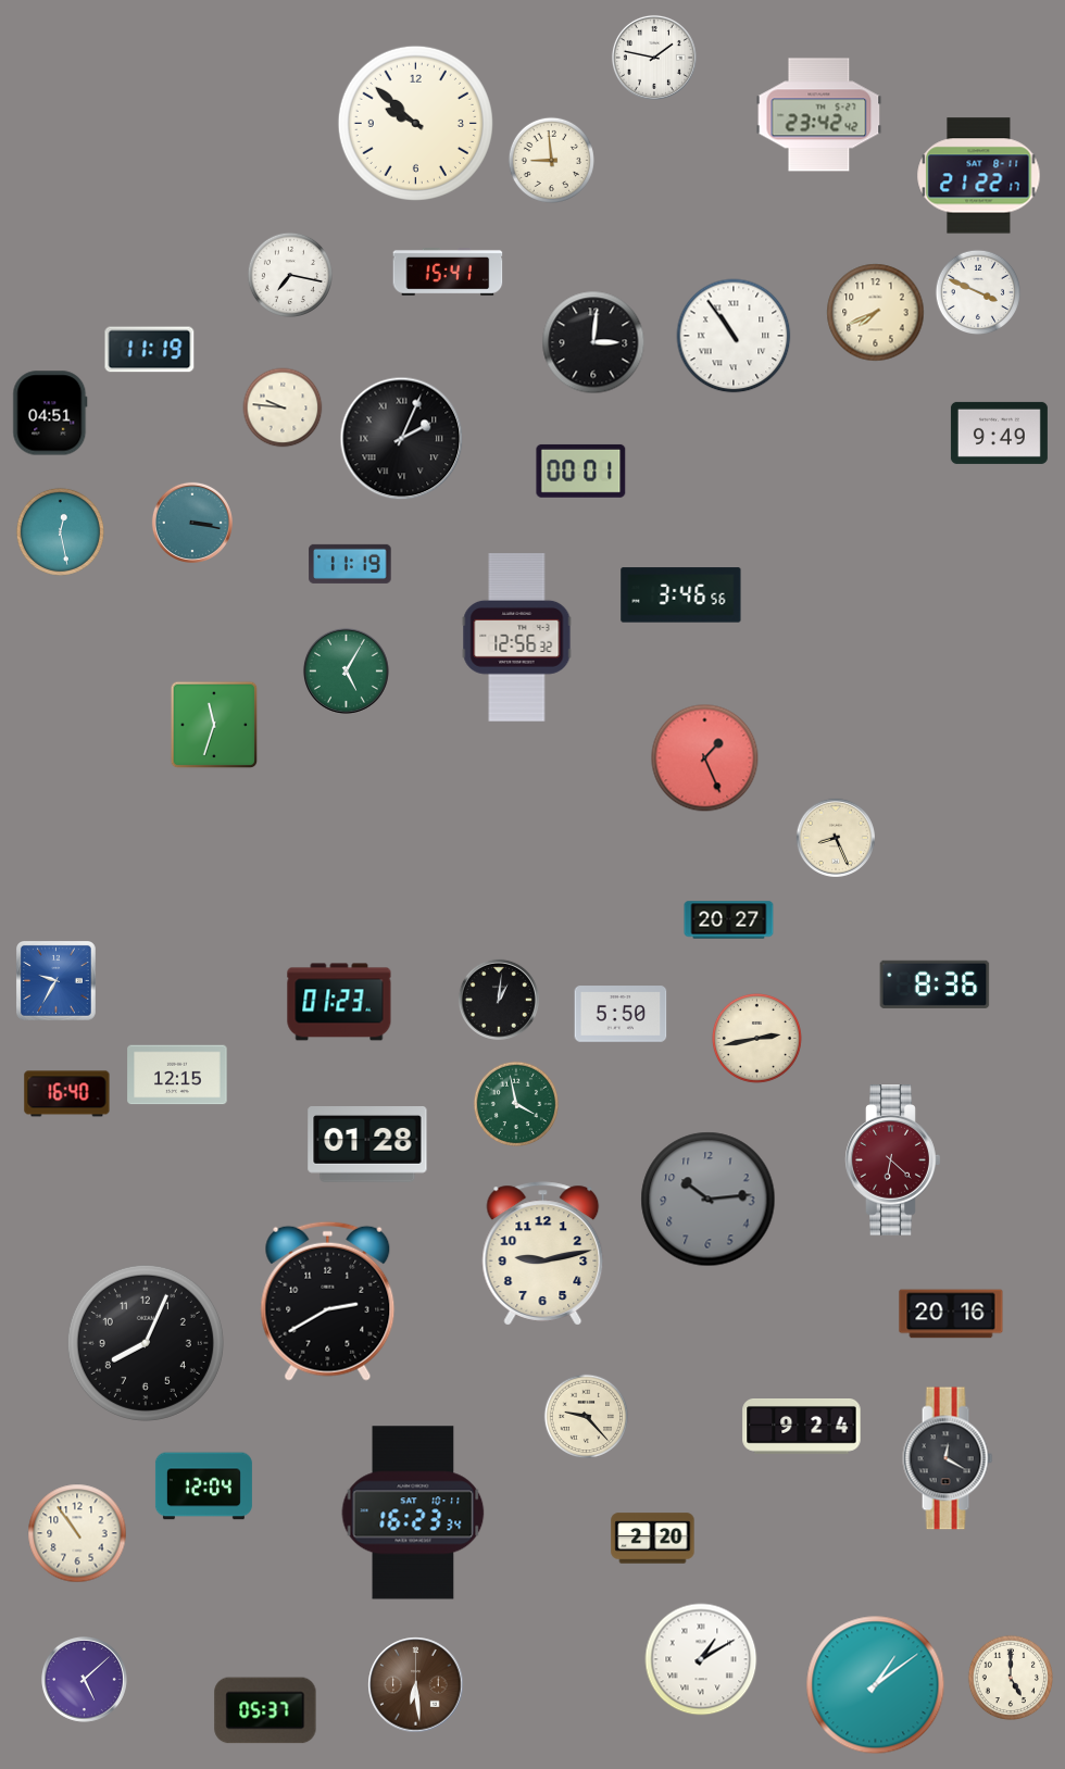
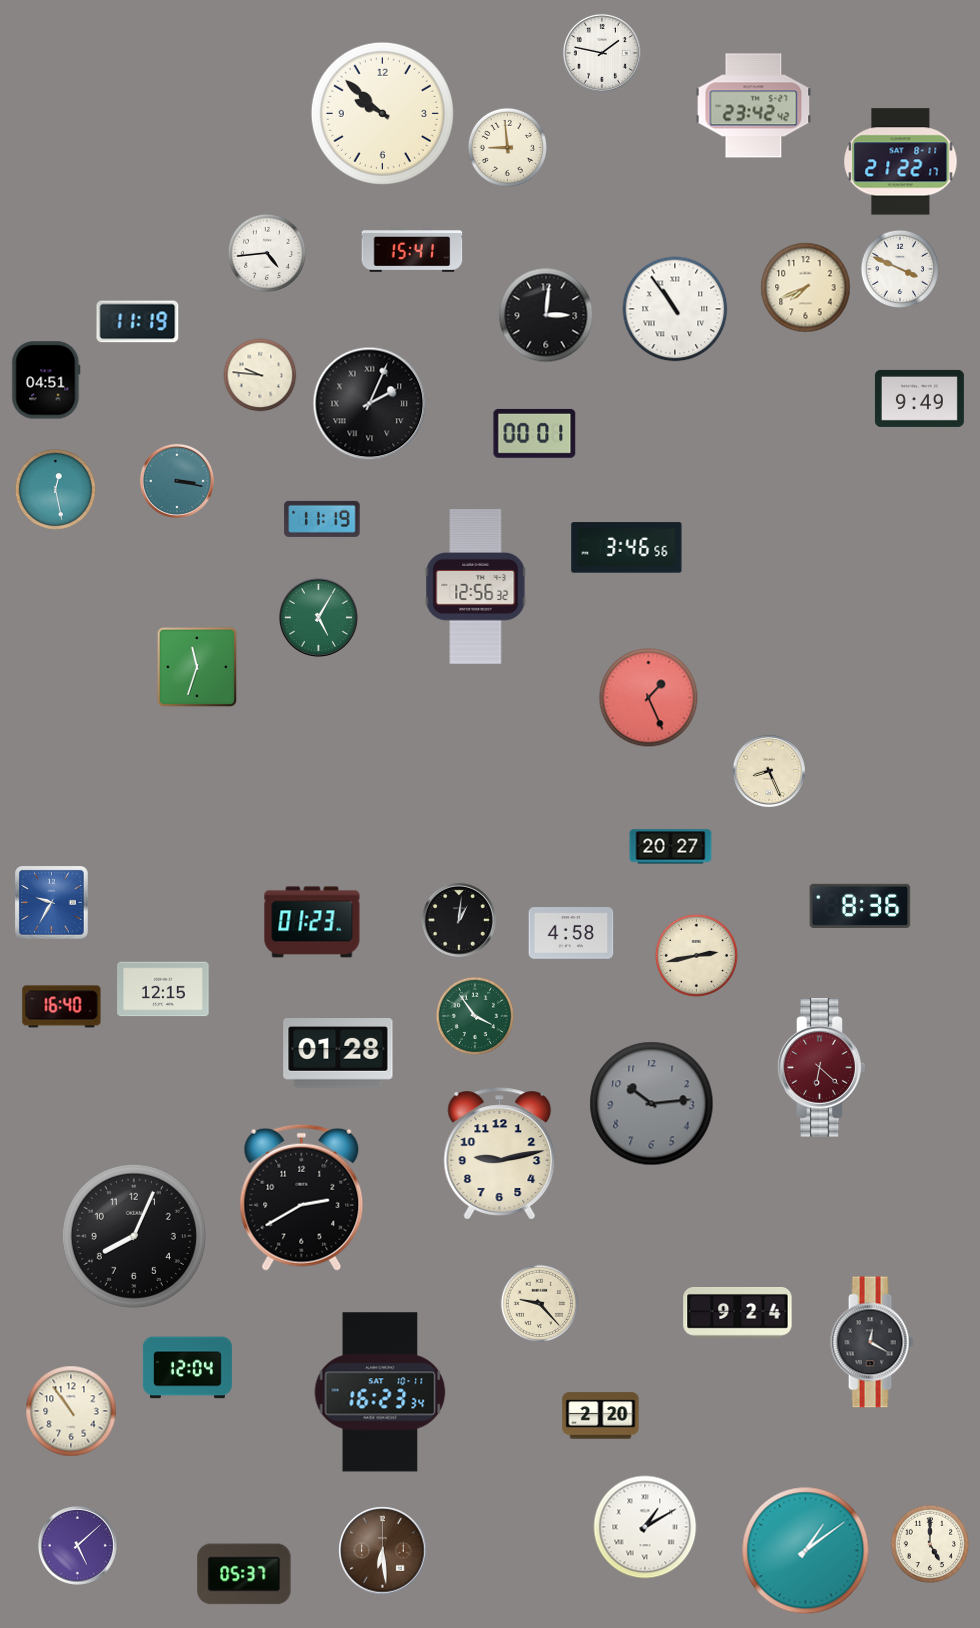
clock at (289, 274): 7:17 -> 4:44
clock at (621, 1014): 5:50 -> 4:58
clock at (515, 1103): 3:58 -> 3:54
clock at (951, 1314): 20:16 -> none
